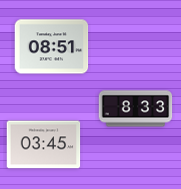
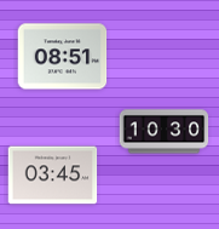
clock at (136, 109): 8:33 -> 10:30
